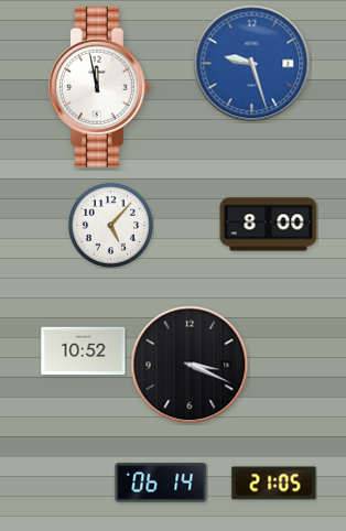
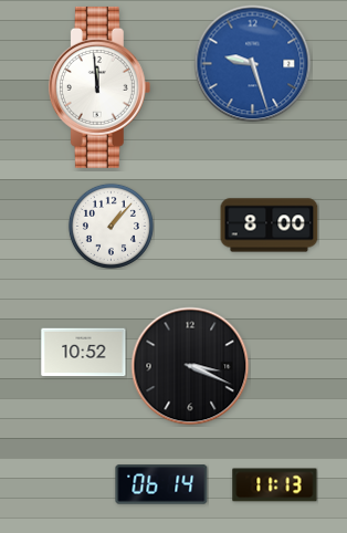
clock at (99, 87): 11:58 -> 11:59
clock at (110, 225): 5:07 -> 1:07
clock at (274, 484): 21:05 -> 11:13
